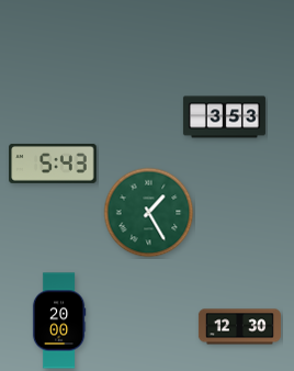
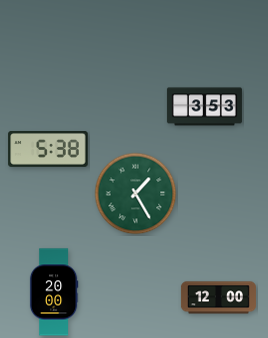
clock at (53, 164): 5:43 -> 5:38
clock at (239, 327): 12:30 -> 12:00
